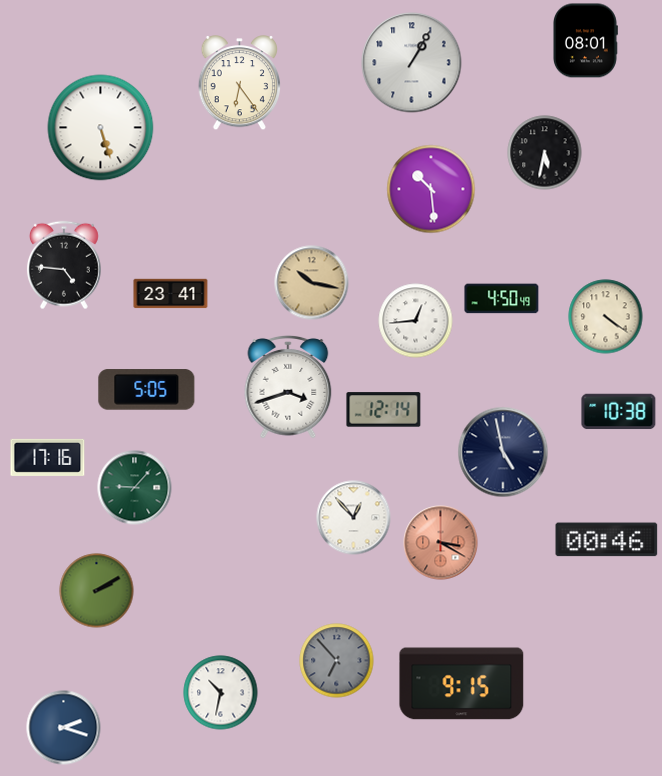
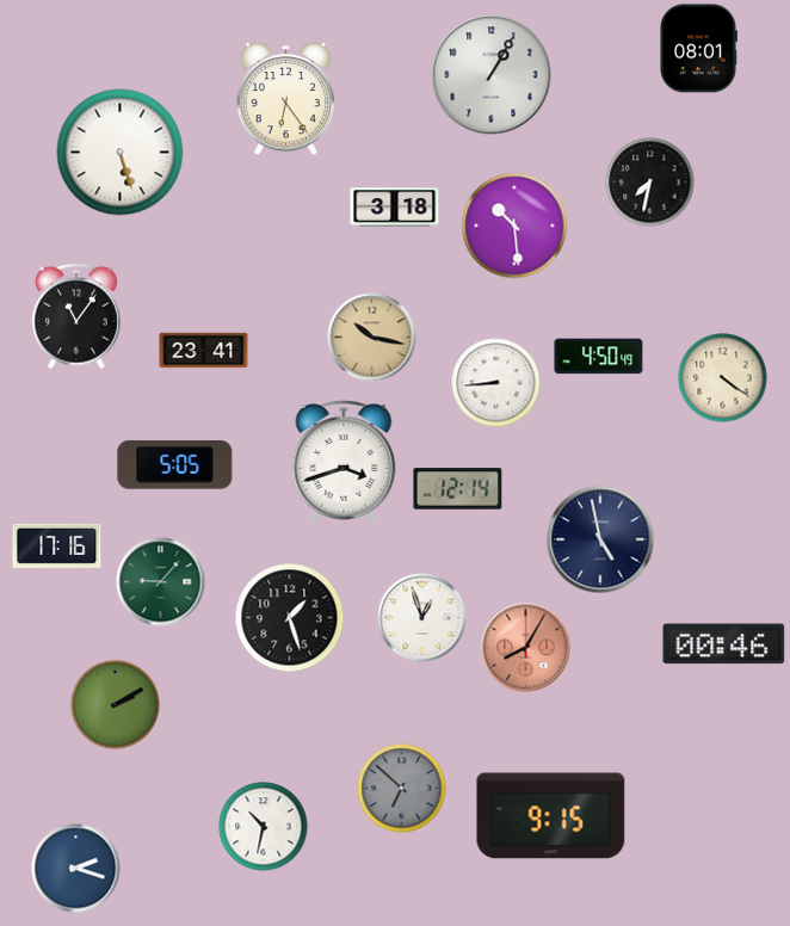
clock at (545, 153): 5:32 -> 7:32
clock at (395, 208): none -> 3:18
clock at (64, 265): 4:46 -> 11:06
clock at (416, 321): 12:44 -> 8:44
clock at (619, 412): 10:38 -> none
clock at (290, 618): none -> 1:27
clock at (354, 518): 12:53 -> 12:57
clock at (441, 543): 3:20 -> 8:05
clock at (337, 661): 6:53 -> 6:52
